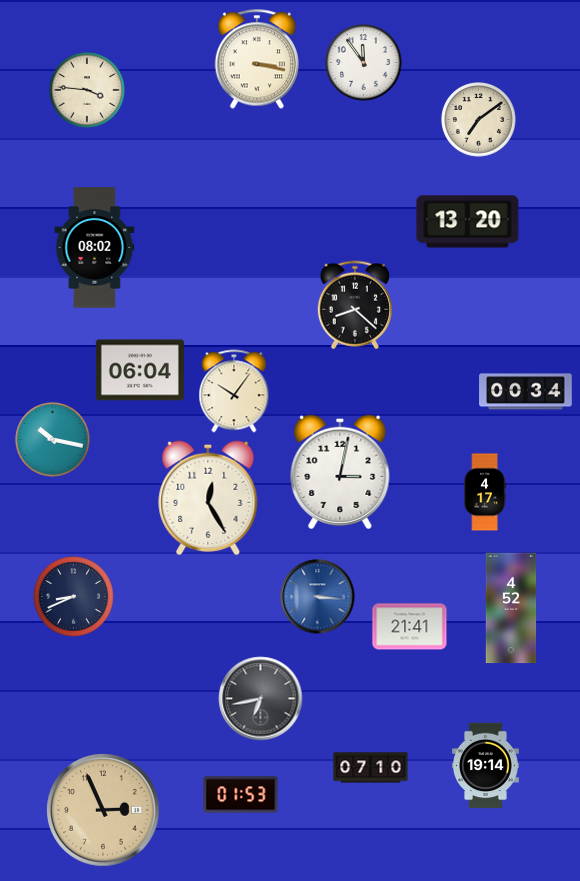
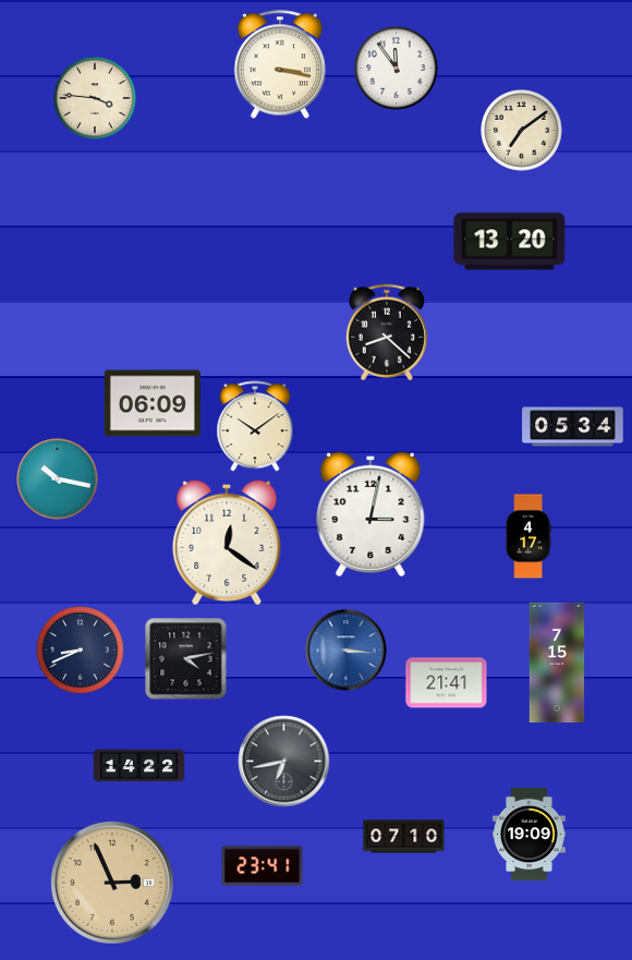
clock at (95, 248): 08:02 -> none
clock at (140, 370): 06:04 -> 06:09
clock at (234, 391): 10:06 -> 10:09
clock at (526, 392): 00:34 -> 05:34
clock at (208, 498): 12:25 -> 12:21
clock at (186, 659): none -> 4:13
clock at (511, 608): 4:52 -> 7:15
clock at (139, 766): none -> 14:22
clock at (486, 766): 19:14 -> 19:09
clock at (241, 795): 01:53 -> 23:41
